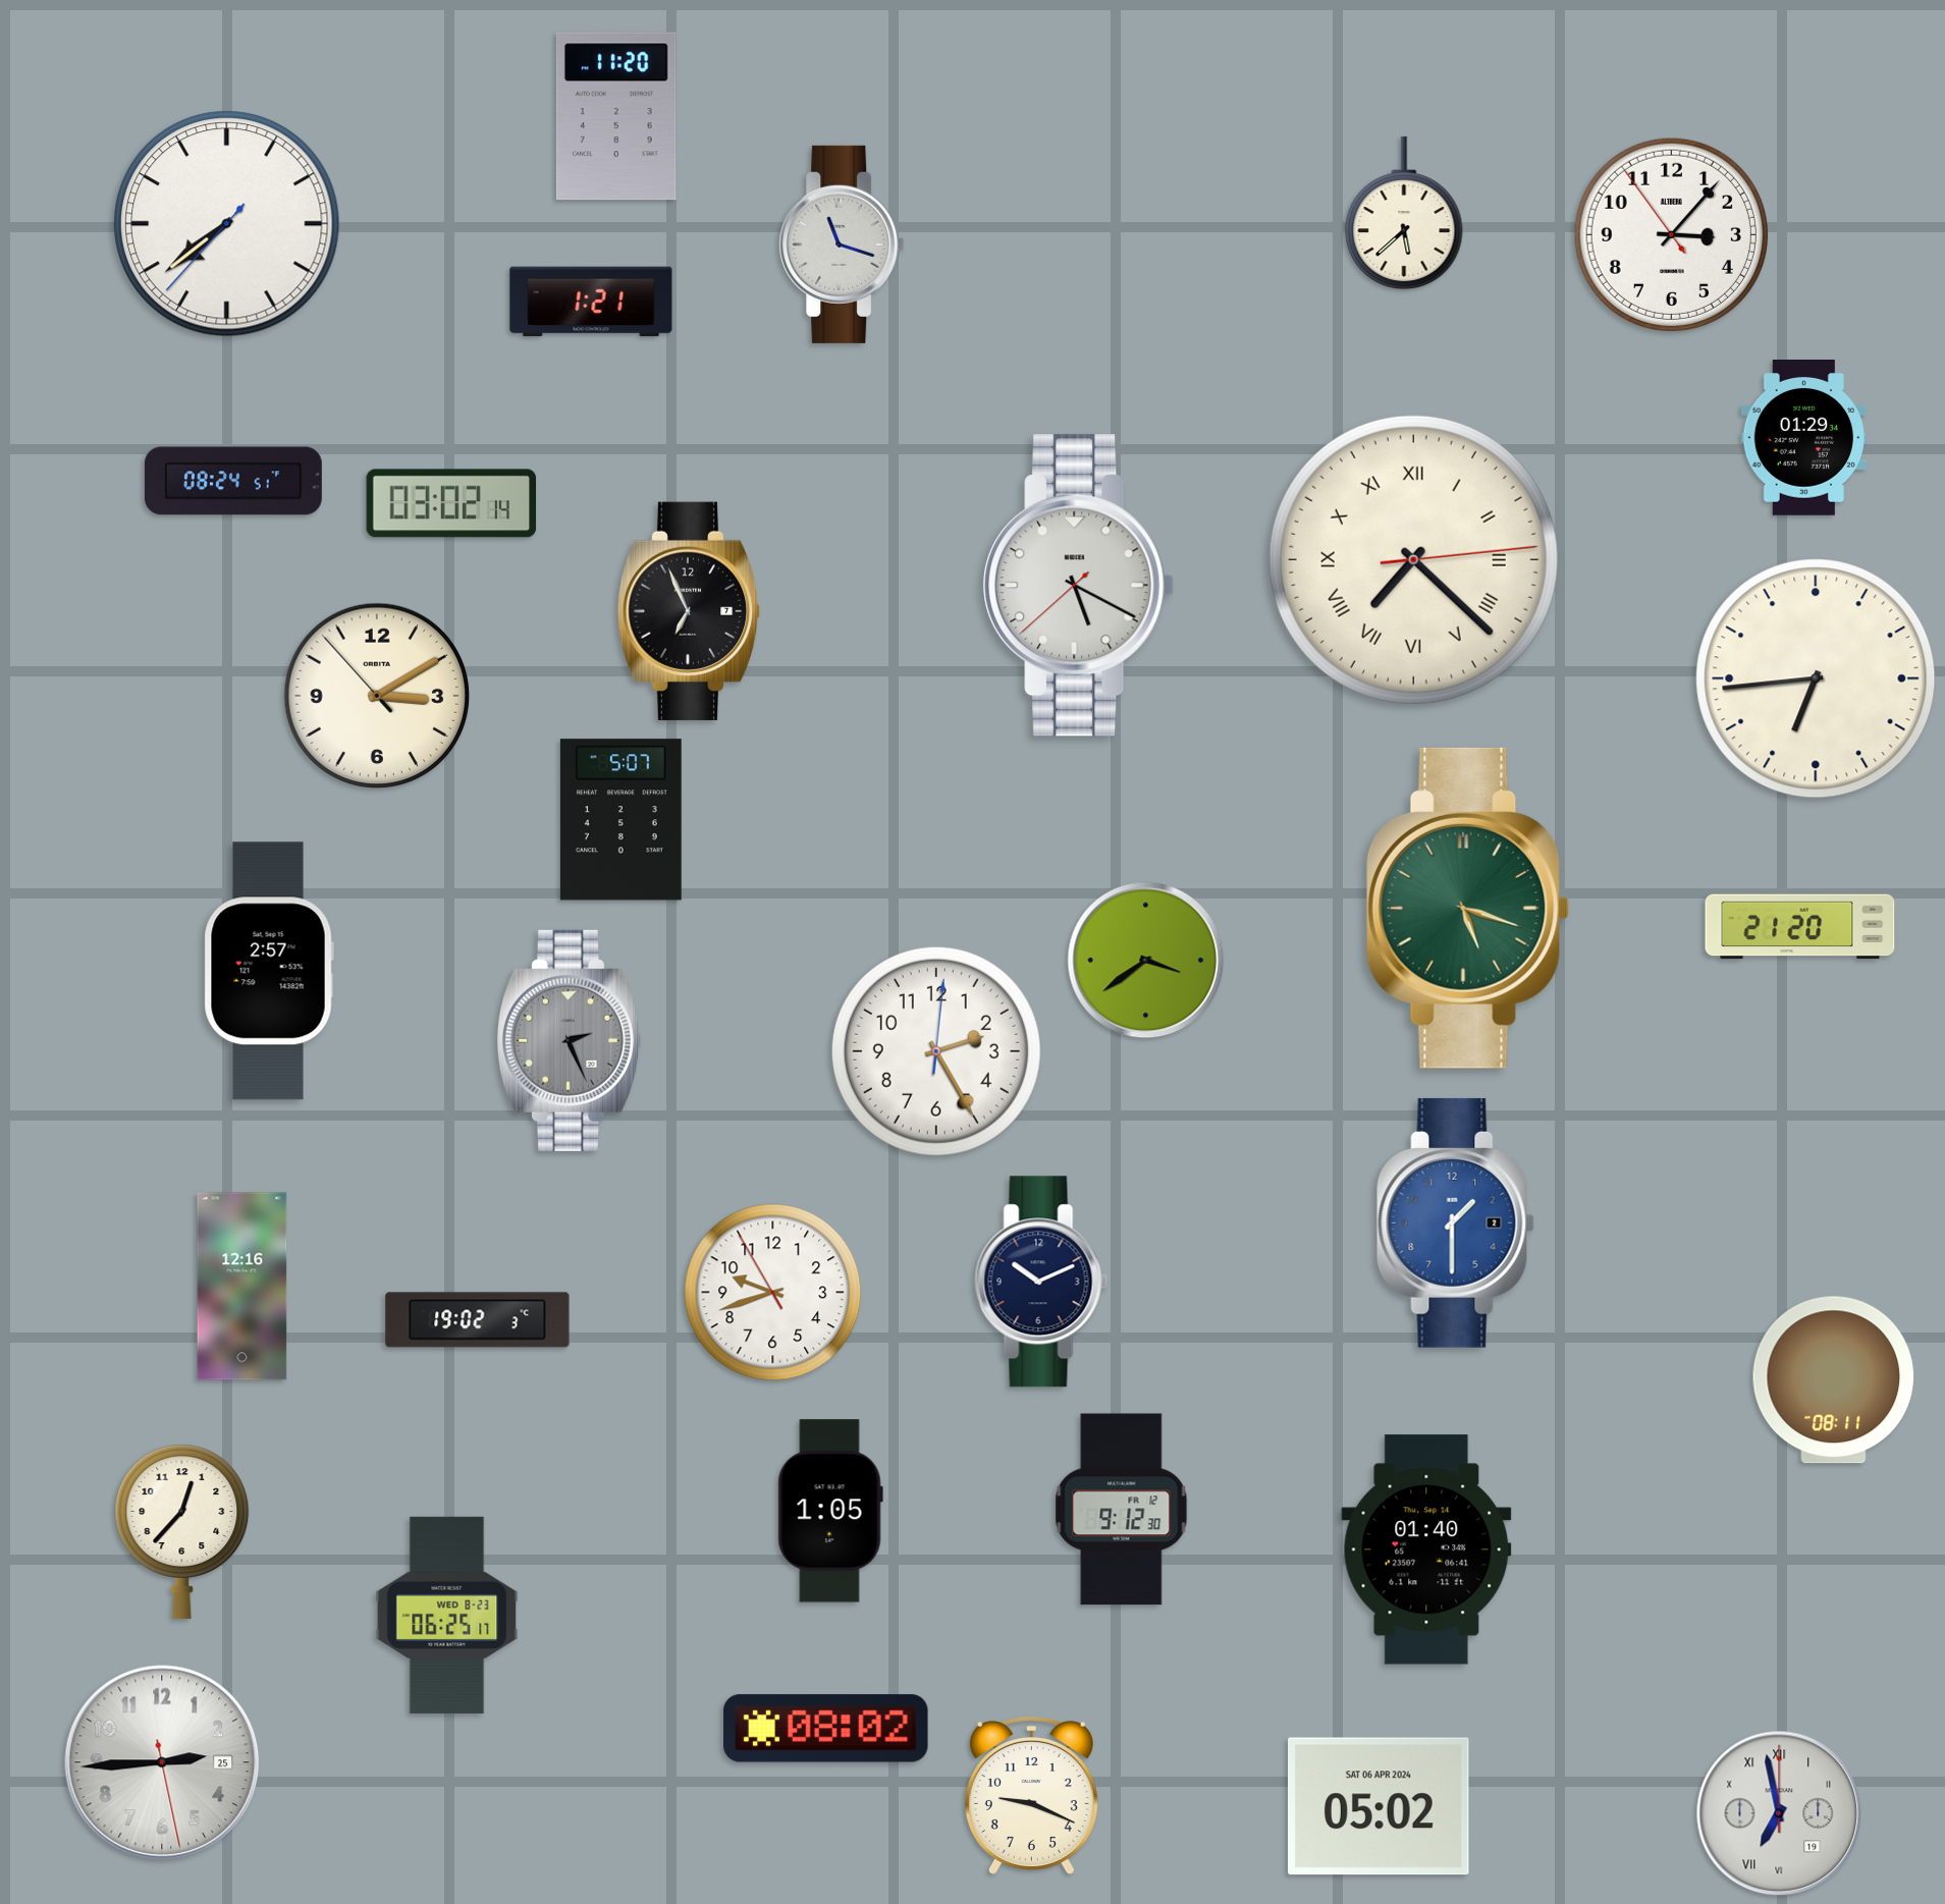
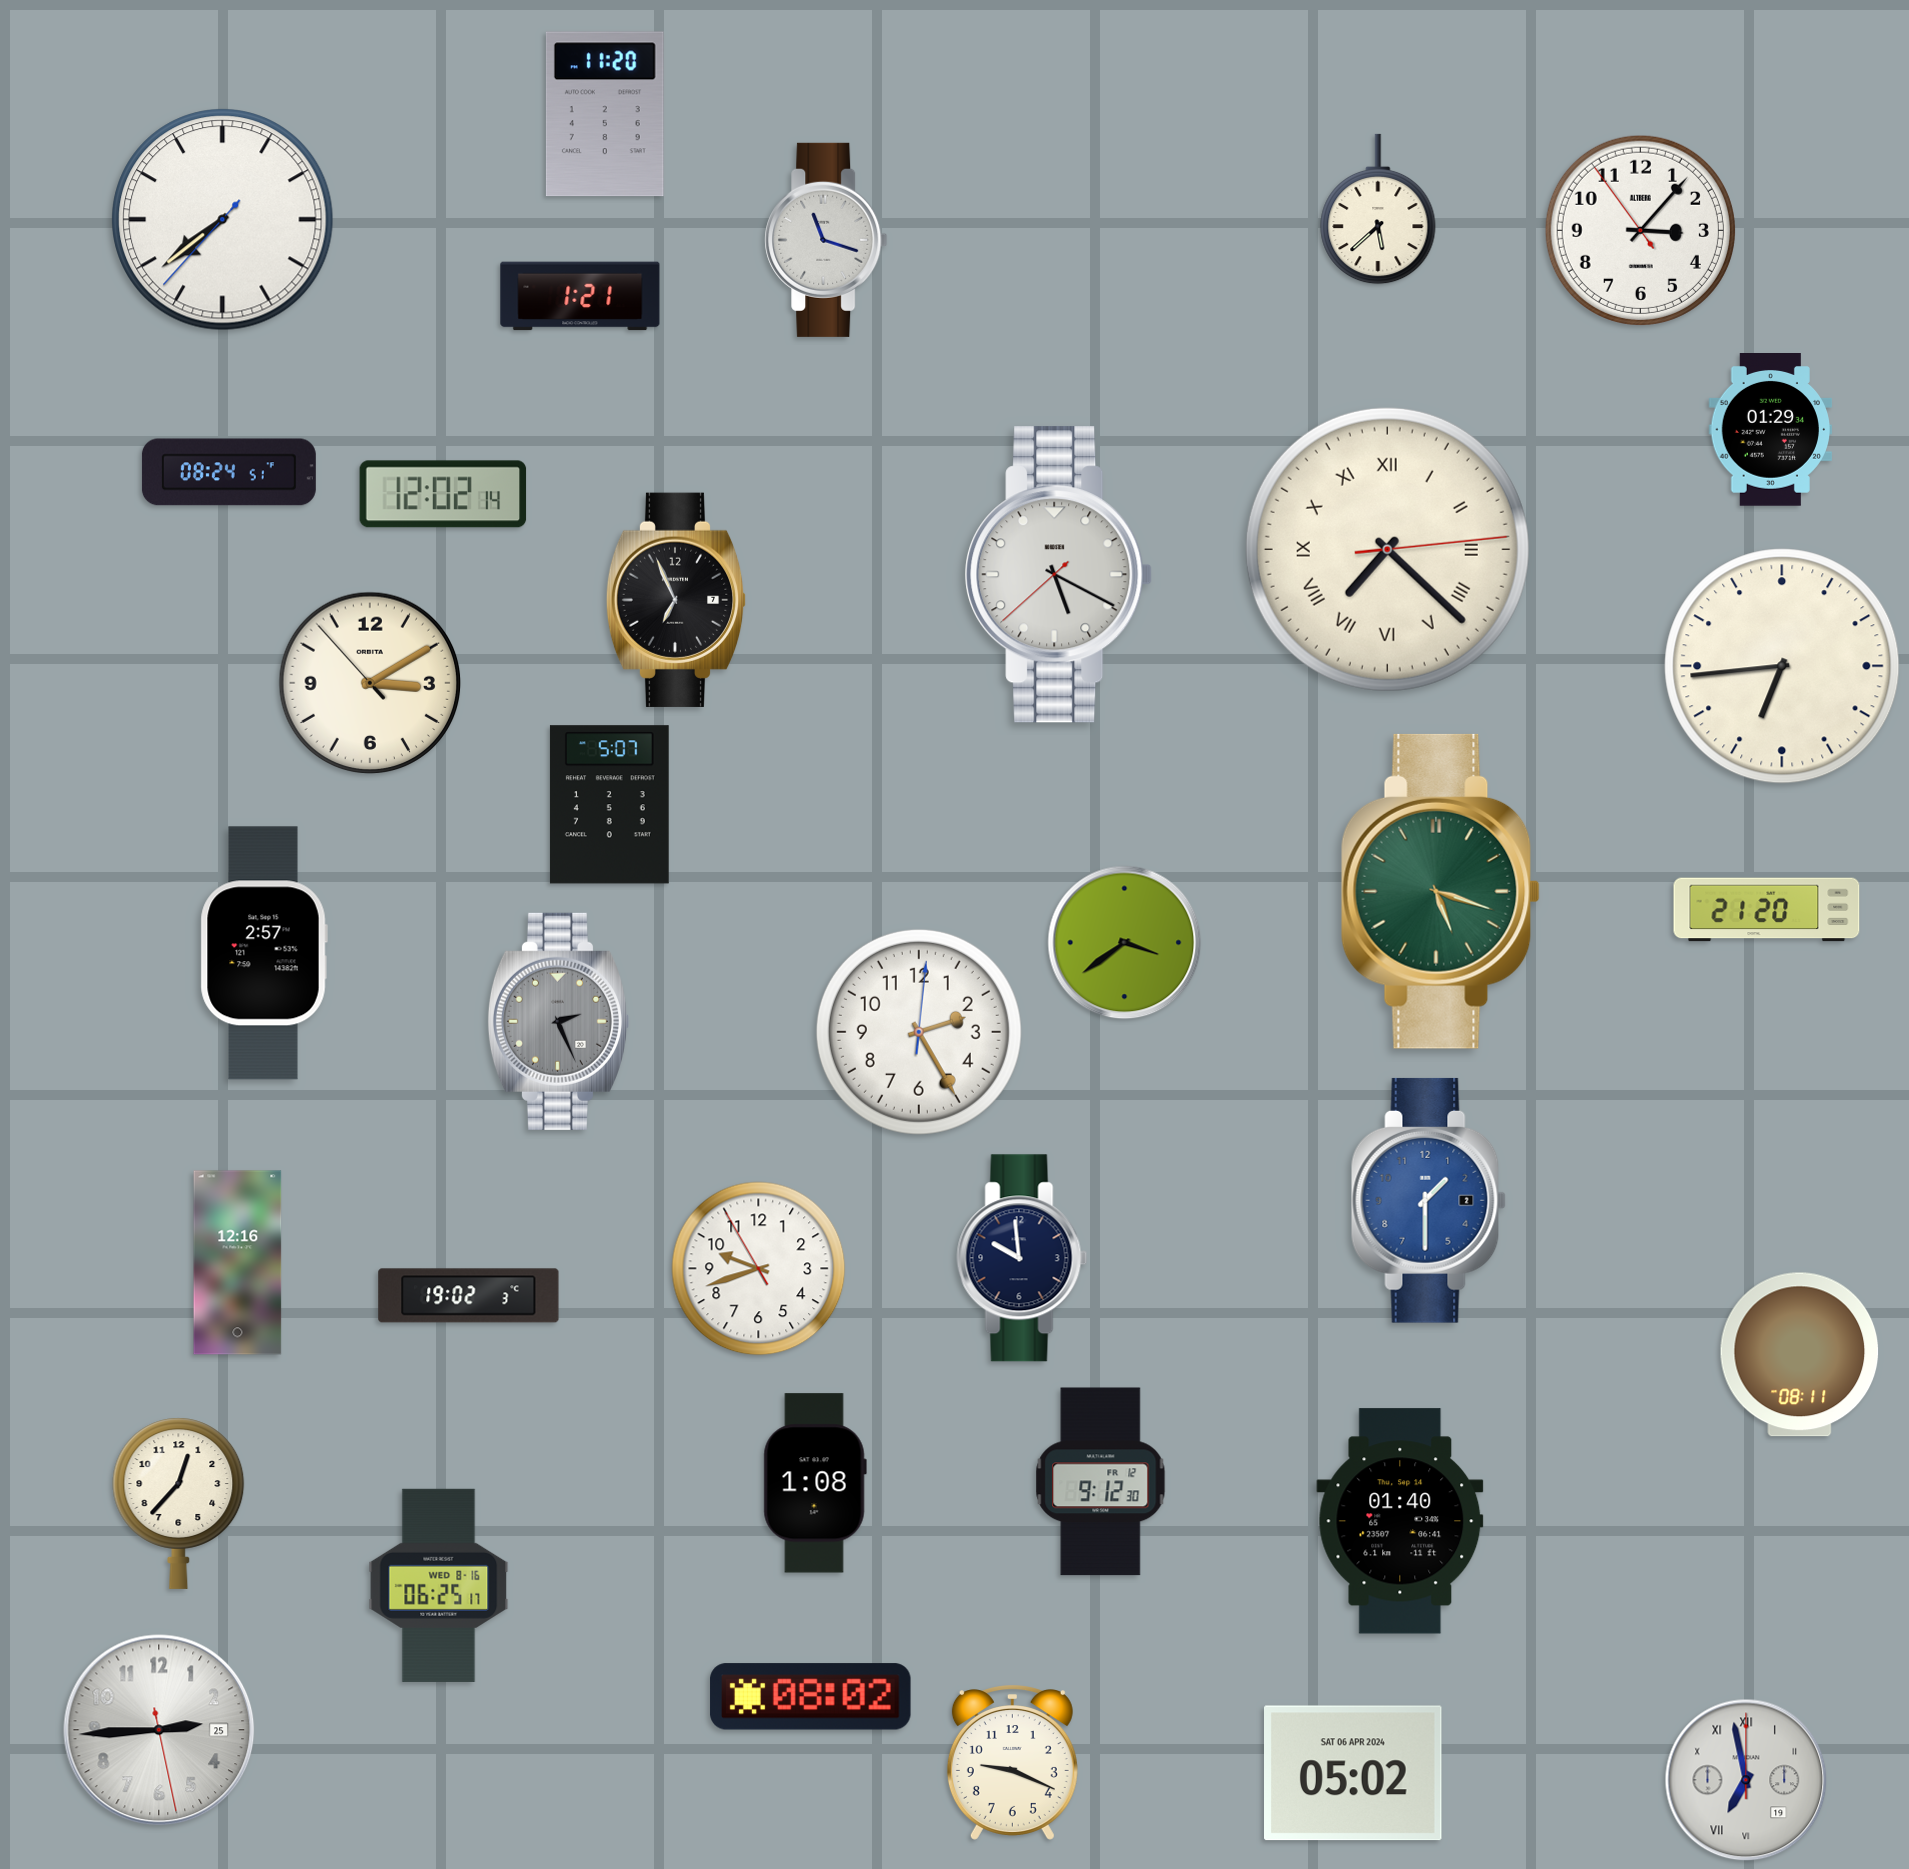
clock at (451, 503): 03:02 -> 12:02
clock at (1041, 1282): 10:11 -> 9:59
clock at (830, 1511): 1:05 -> 1:08
clock at (447, 1615) date: WED 8-23 -> WED 8-16
